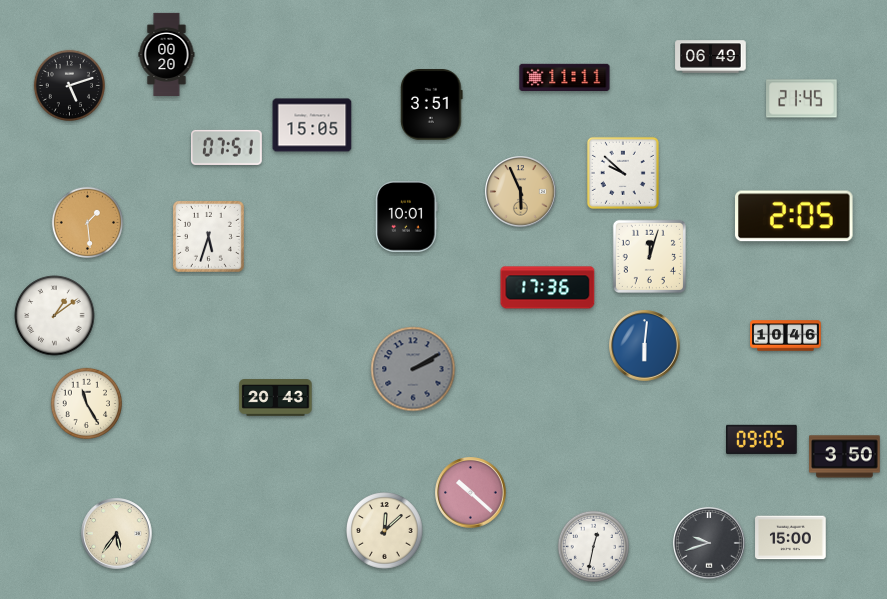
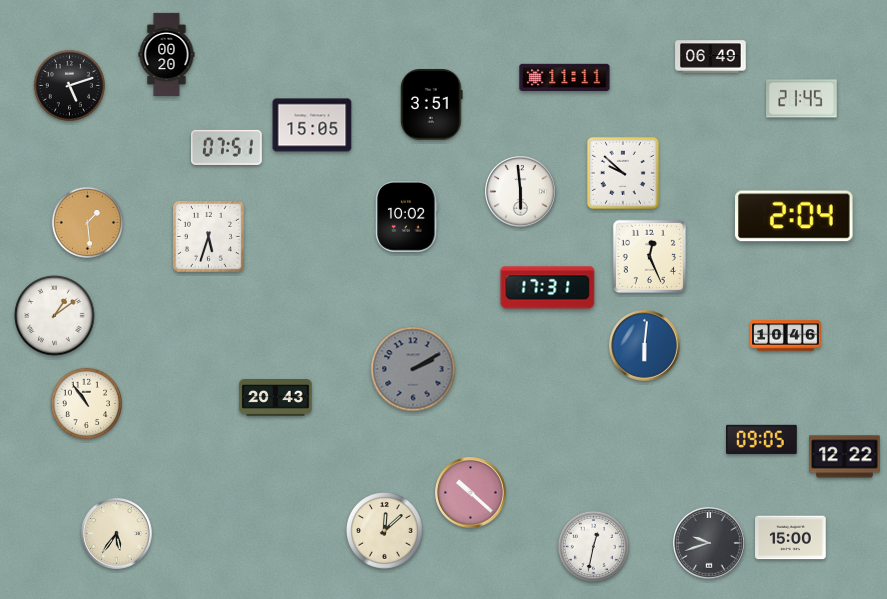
clock at (521, 192): 5:56 -> 5:59
clock at (521, 192) dial: champagne -> white
clock at (795, 216): 2:05 -> 2:04
clock at (407, 217): 10:01 -> 10:02
clock at (649, 256): 12:03 -> 12:26
clock at (548, 288): 17:36 -> 17:31
clock at (86, 403): 11:25 -> 10:54
clock at (845, 457): 3:50 -> 12:22
